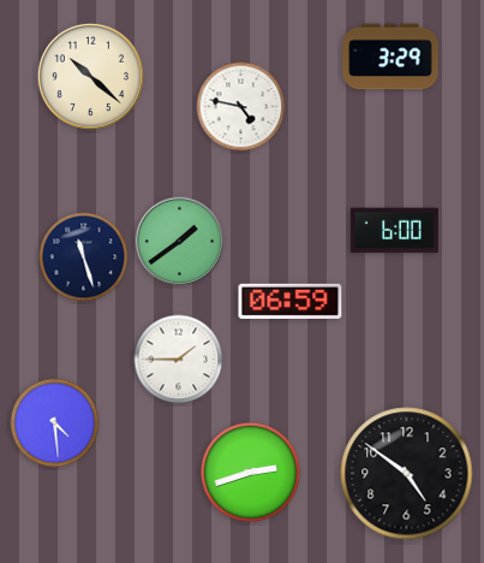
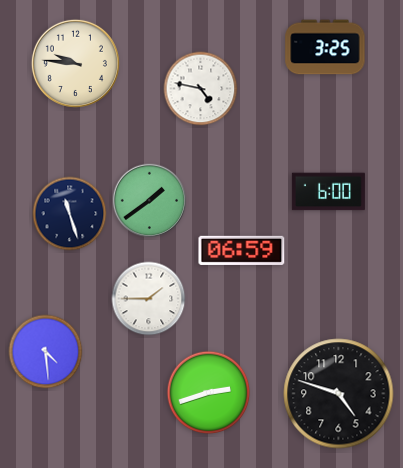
clock at (390, 57): 3:29 -> 3:25
clock at (90, 76): 10:22 -> 9:46
clock at (407, 474): 4:51 -> 4:48
